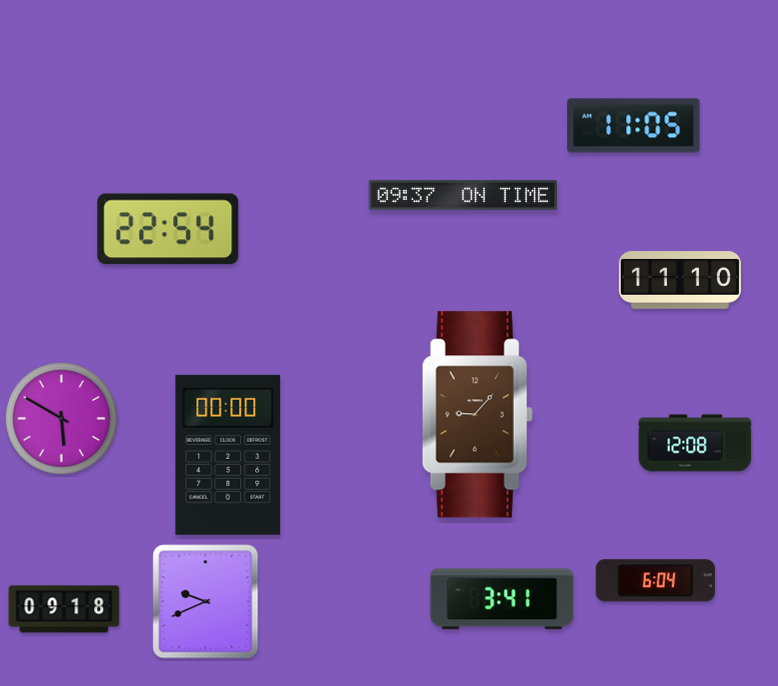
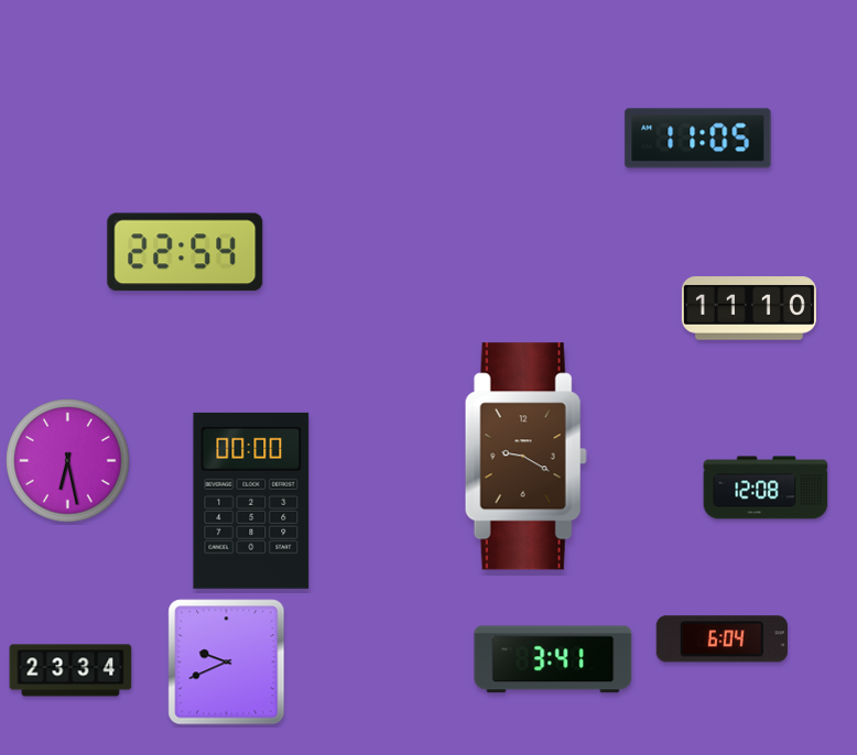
clock at (462, 195): 09:37 -> none
clock at (477, 415): 9:07 -> 9:20
clock at (62, 419): 5:50 -> 6:28
clock at (64, 609): 09:18 -> 23:34
